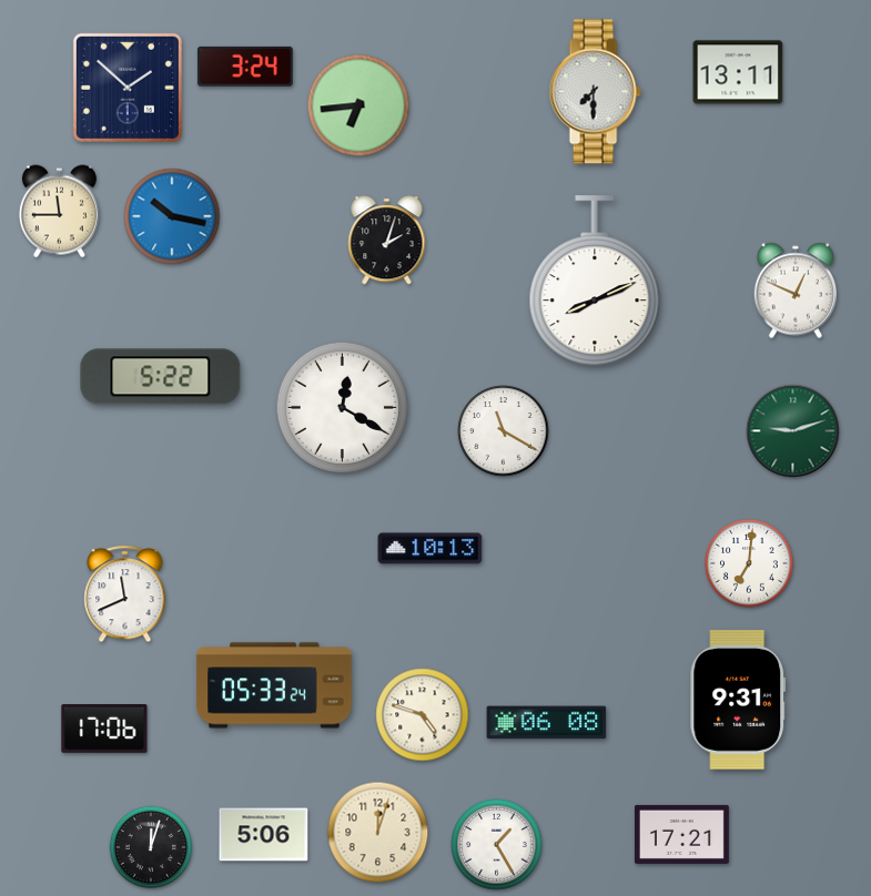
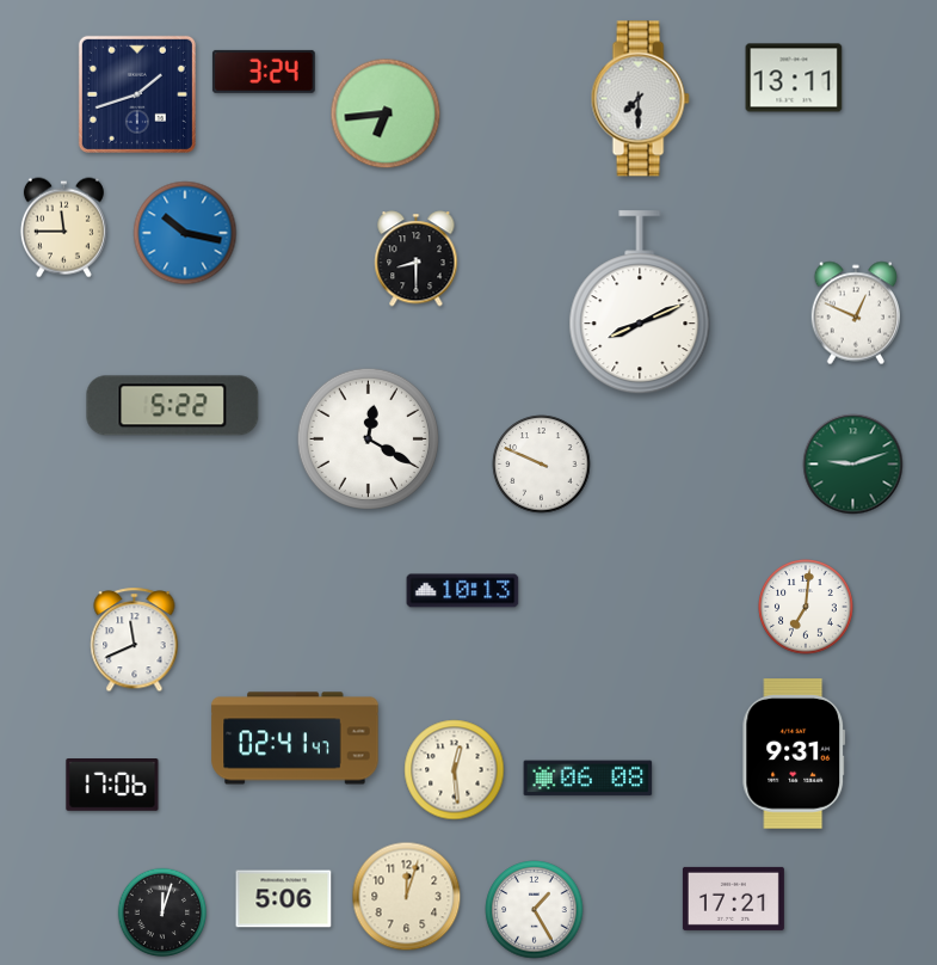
clock at (128, 88): 1:52 -> 1:42
clock at (387, 241): 2:03 -> 8:30
clock at (504, 431): 11:20 -> 9:49
clock at (274, 685): 05:33 -> 02:41
clock at (423, 715): 4:48 -> 12:29
